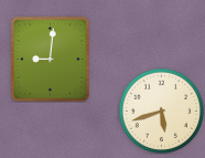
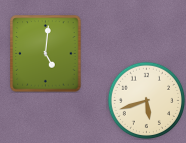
clock at (51, 60): 9:01 -> 5:01
